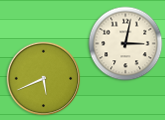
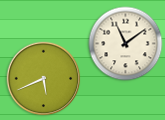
clock at (126, 44): 3:02 -> 11:09
